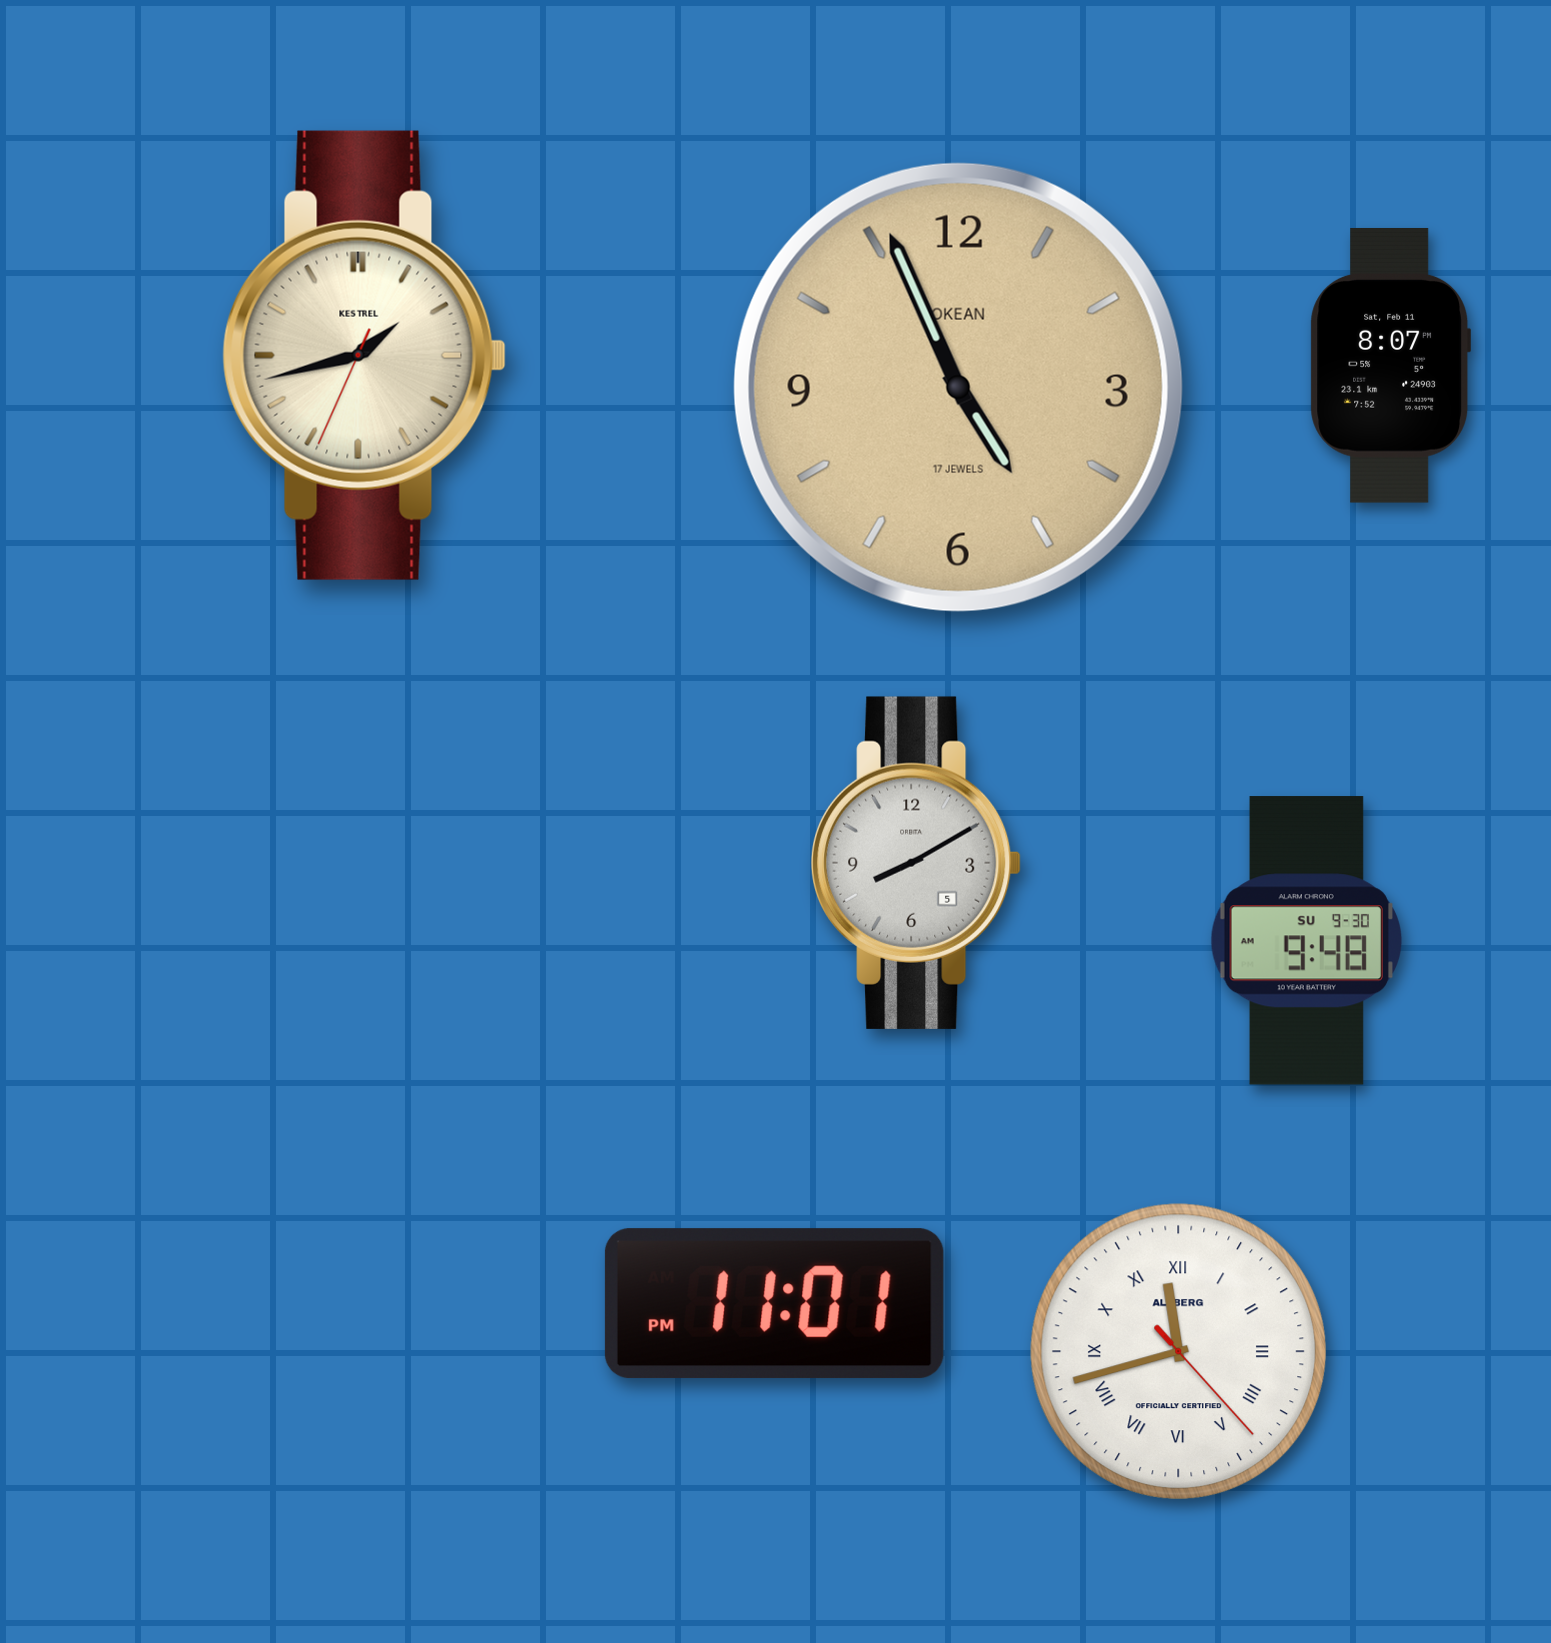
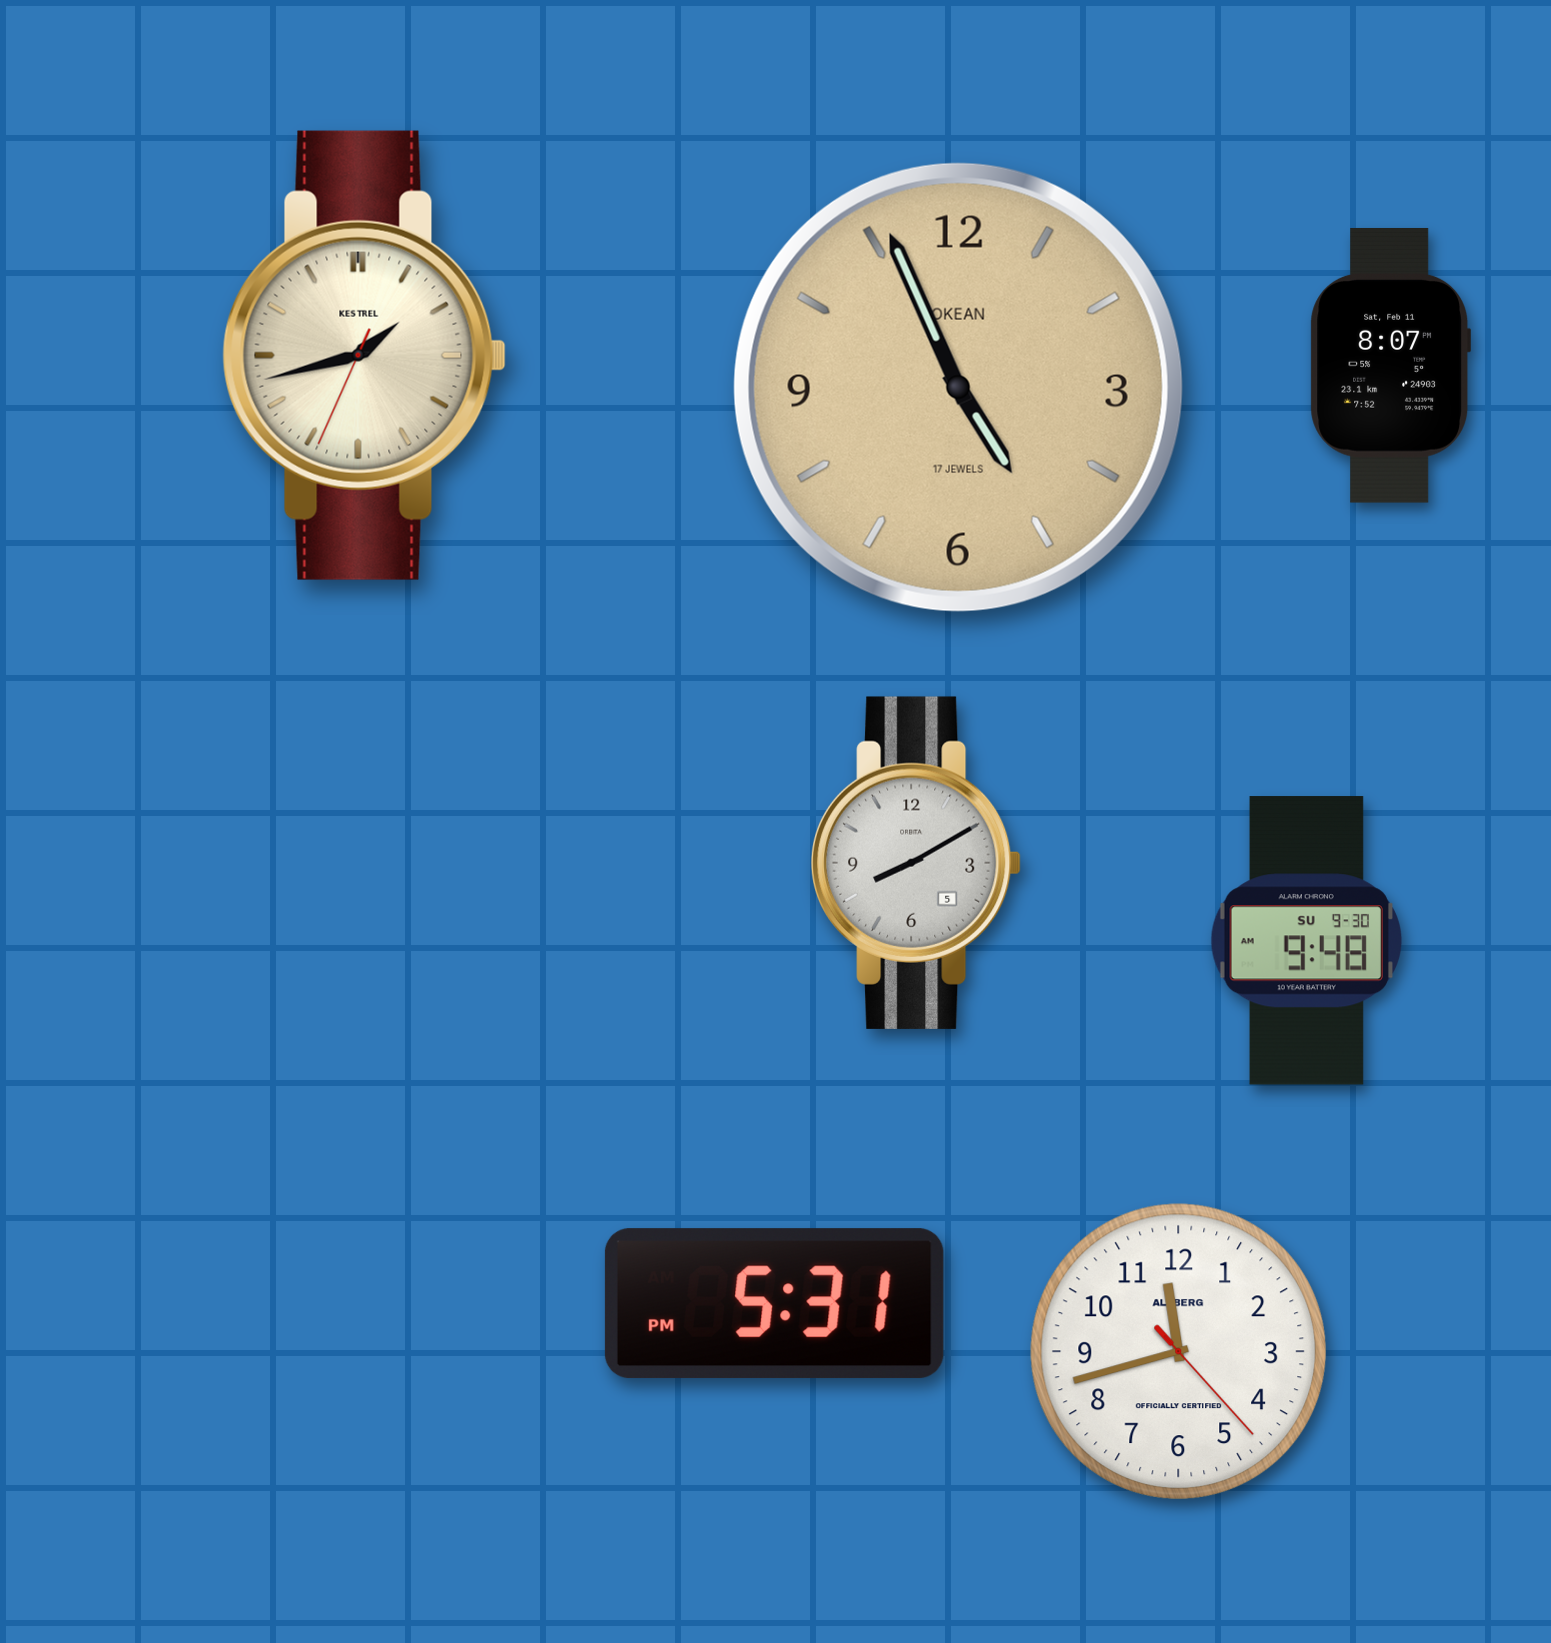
clock at (774, 1304): 11:01 -> 5:31
clock at (1179, 1352) numerals: Roman -> Arabic
